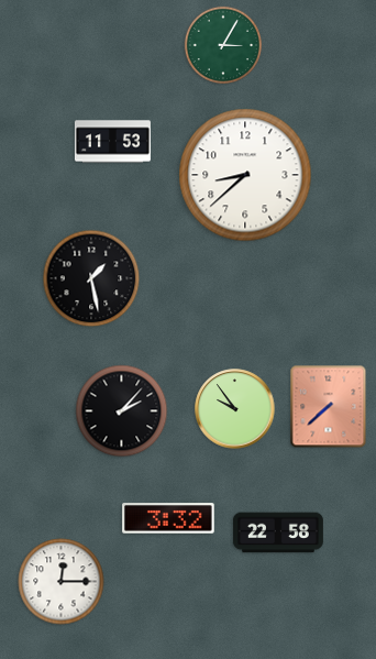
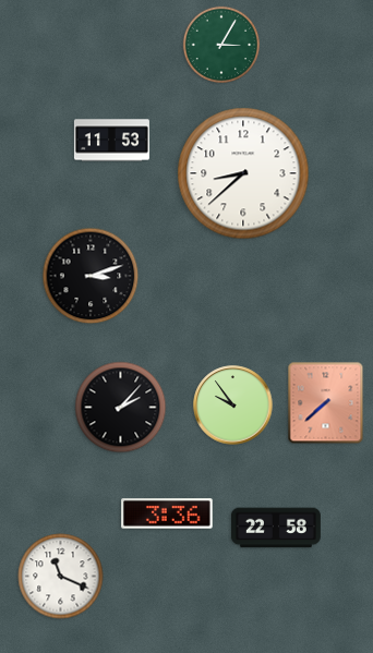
clock at (91, 278): 1:28 -> 3:12
clock at (168, 518): 3:32 -> 3:36
clock at (62, 582): 12:15 -> 11:19
